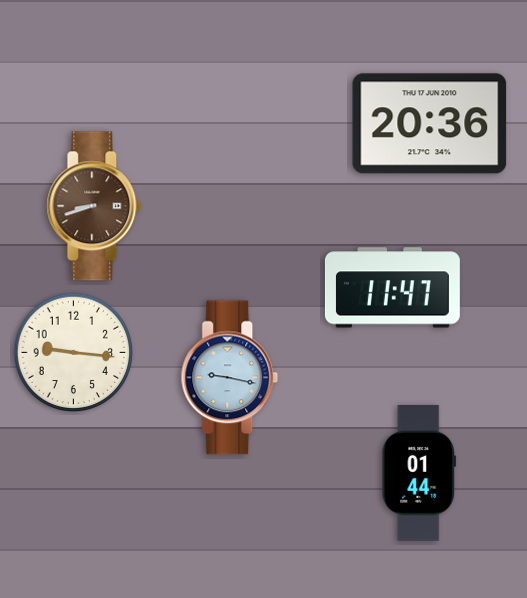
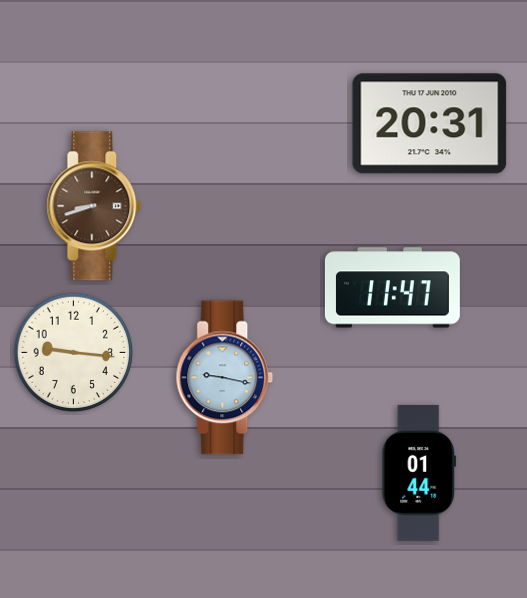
clock at (430, 124): 20:36 -> 20:31
clock at (230, 378) position: (230, 378) -> (225, 378)
